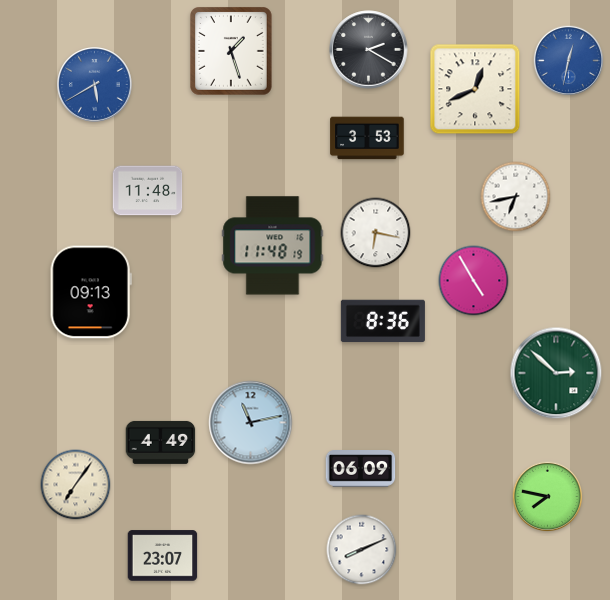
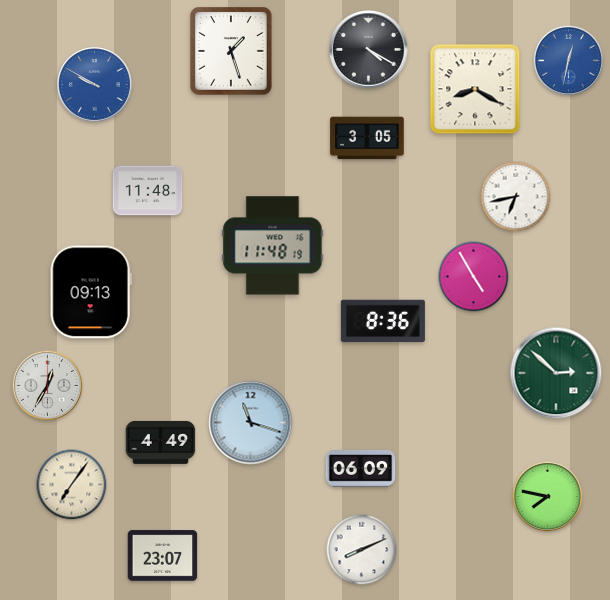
clock at (369, 50): 2:20 -> 4:20
clock at (95, 85): 5:40 -> 9:50
clock at (475, 89): 12:41 -> 8:20
clock at (367, 138): 3:53 -> 3:05
clock at (376, 233): 6:17 -> none
clock at (474, 281) position: (474, 281) -> (474, 277)
clock at (48, 386): none -> 12:35
clock at (251, 423): 11:13 -> 11:18
clock at (76, 485) position: (76, 485) -> (72, 485)
